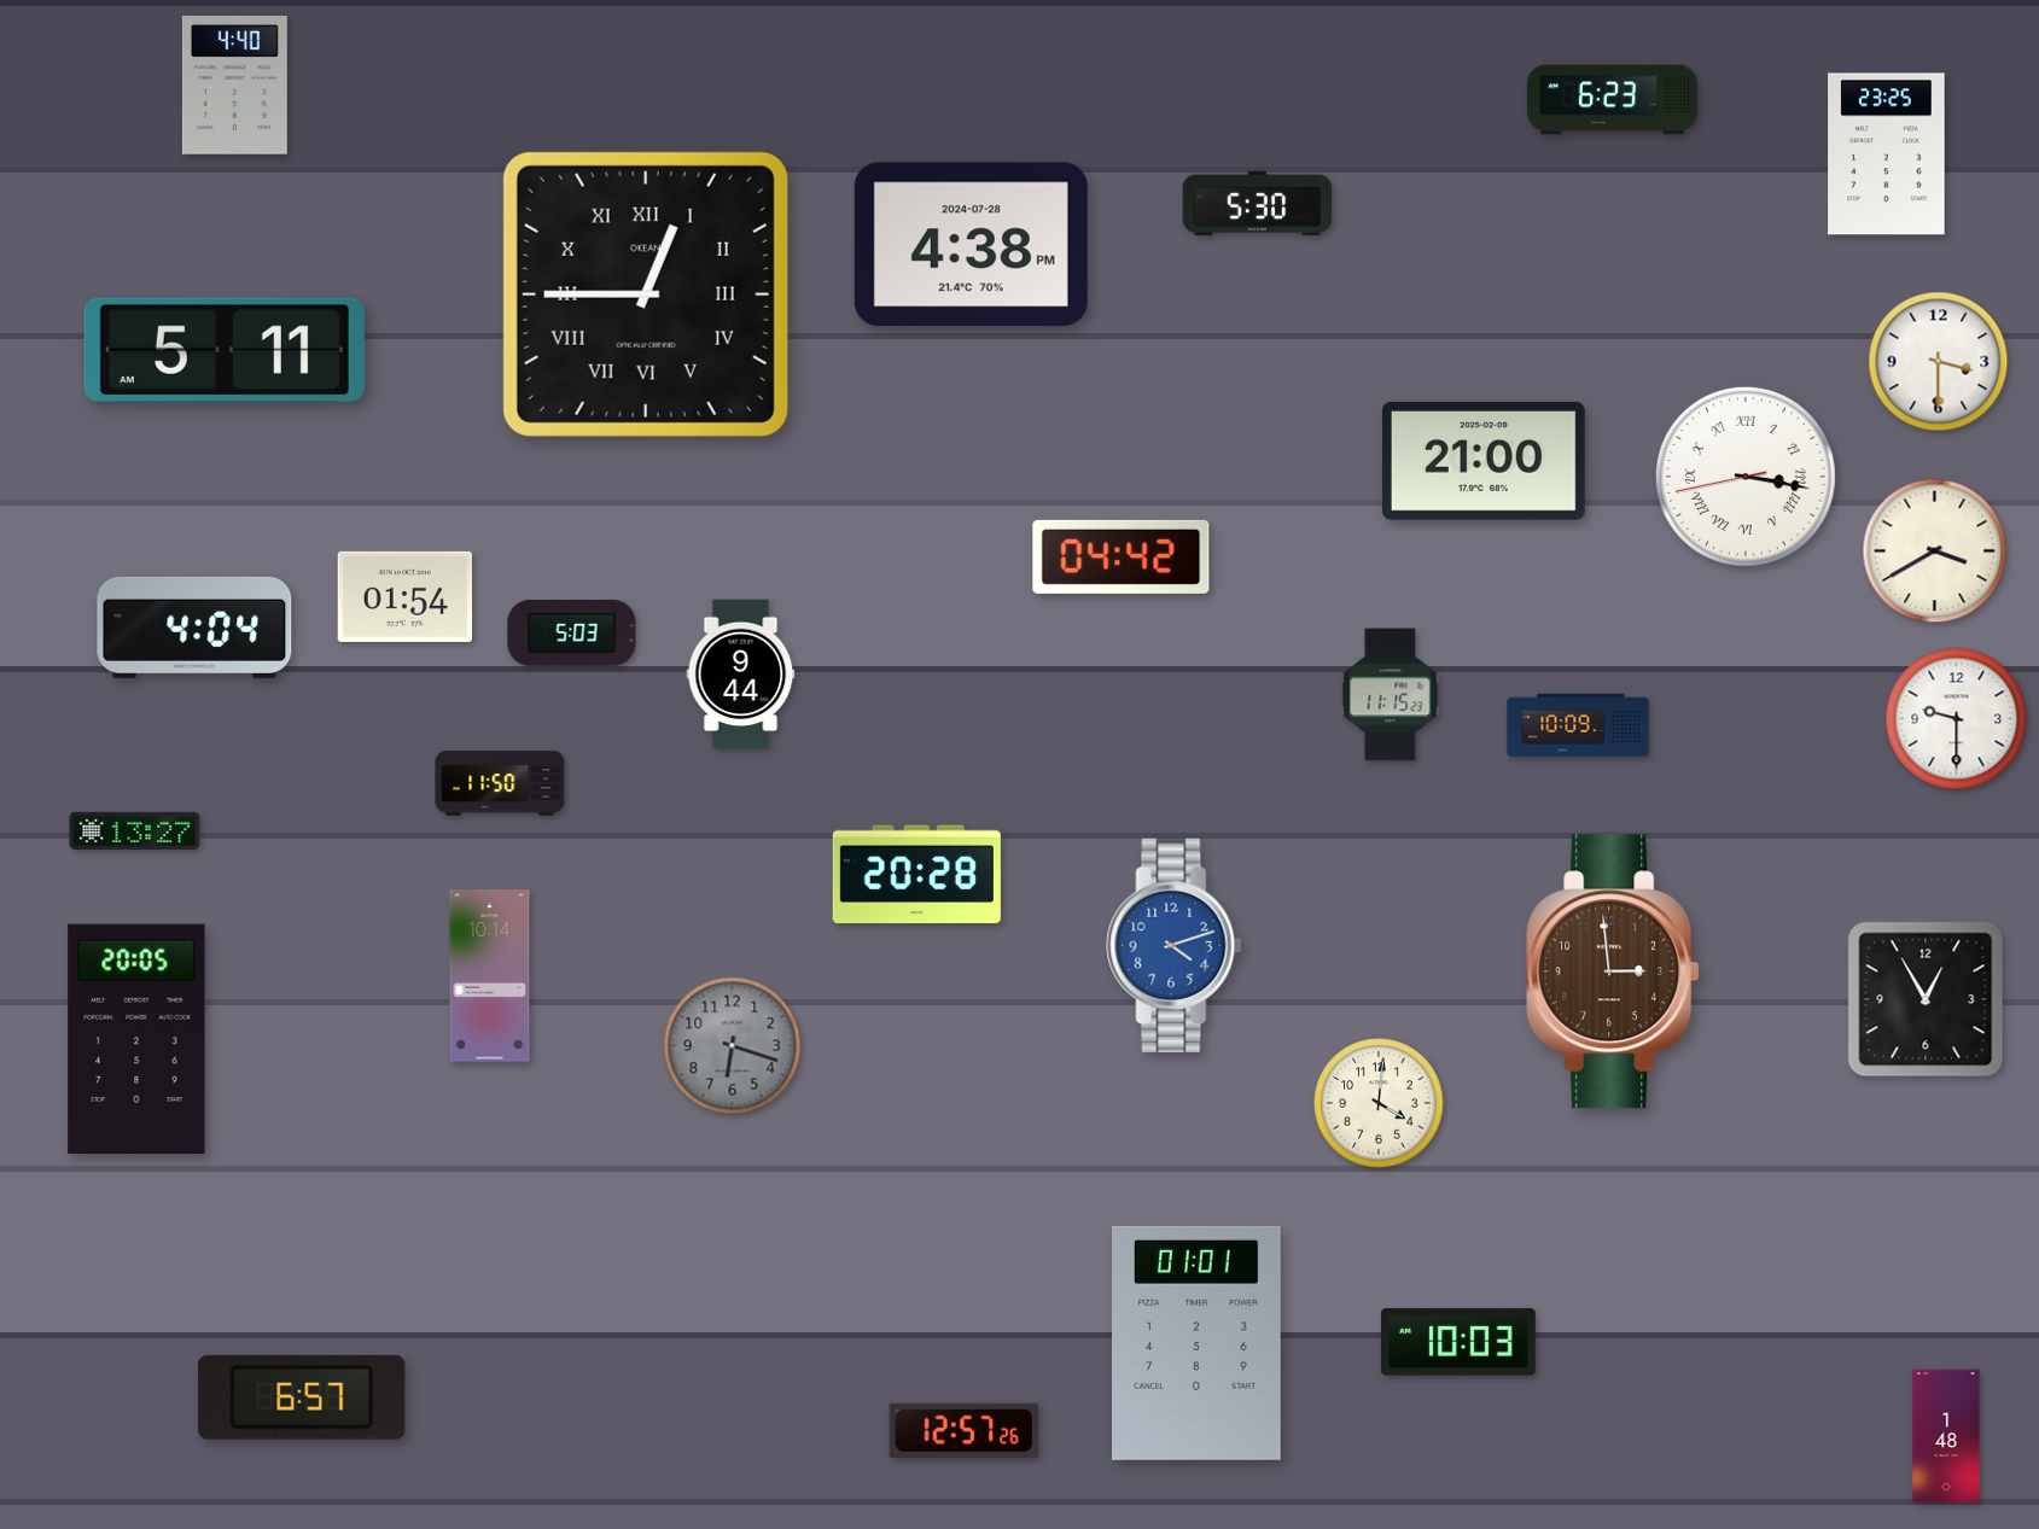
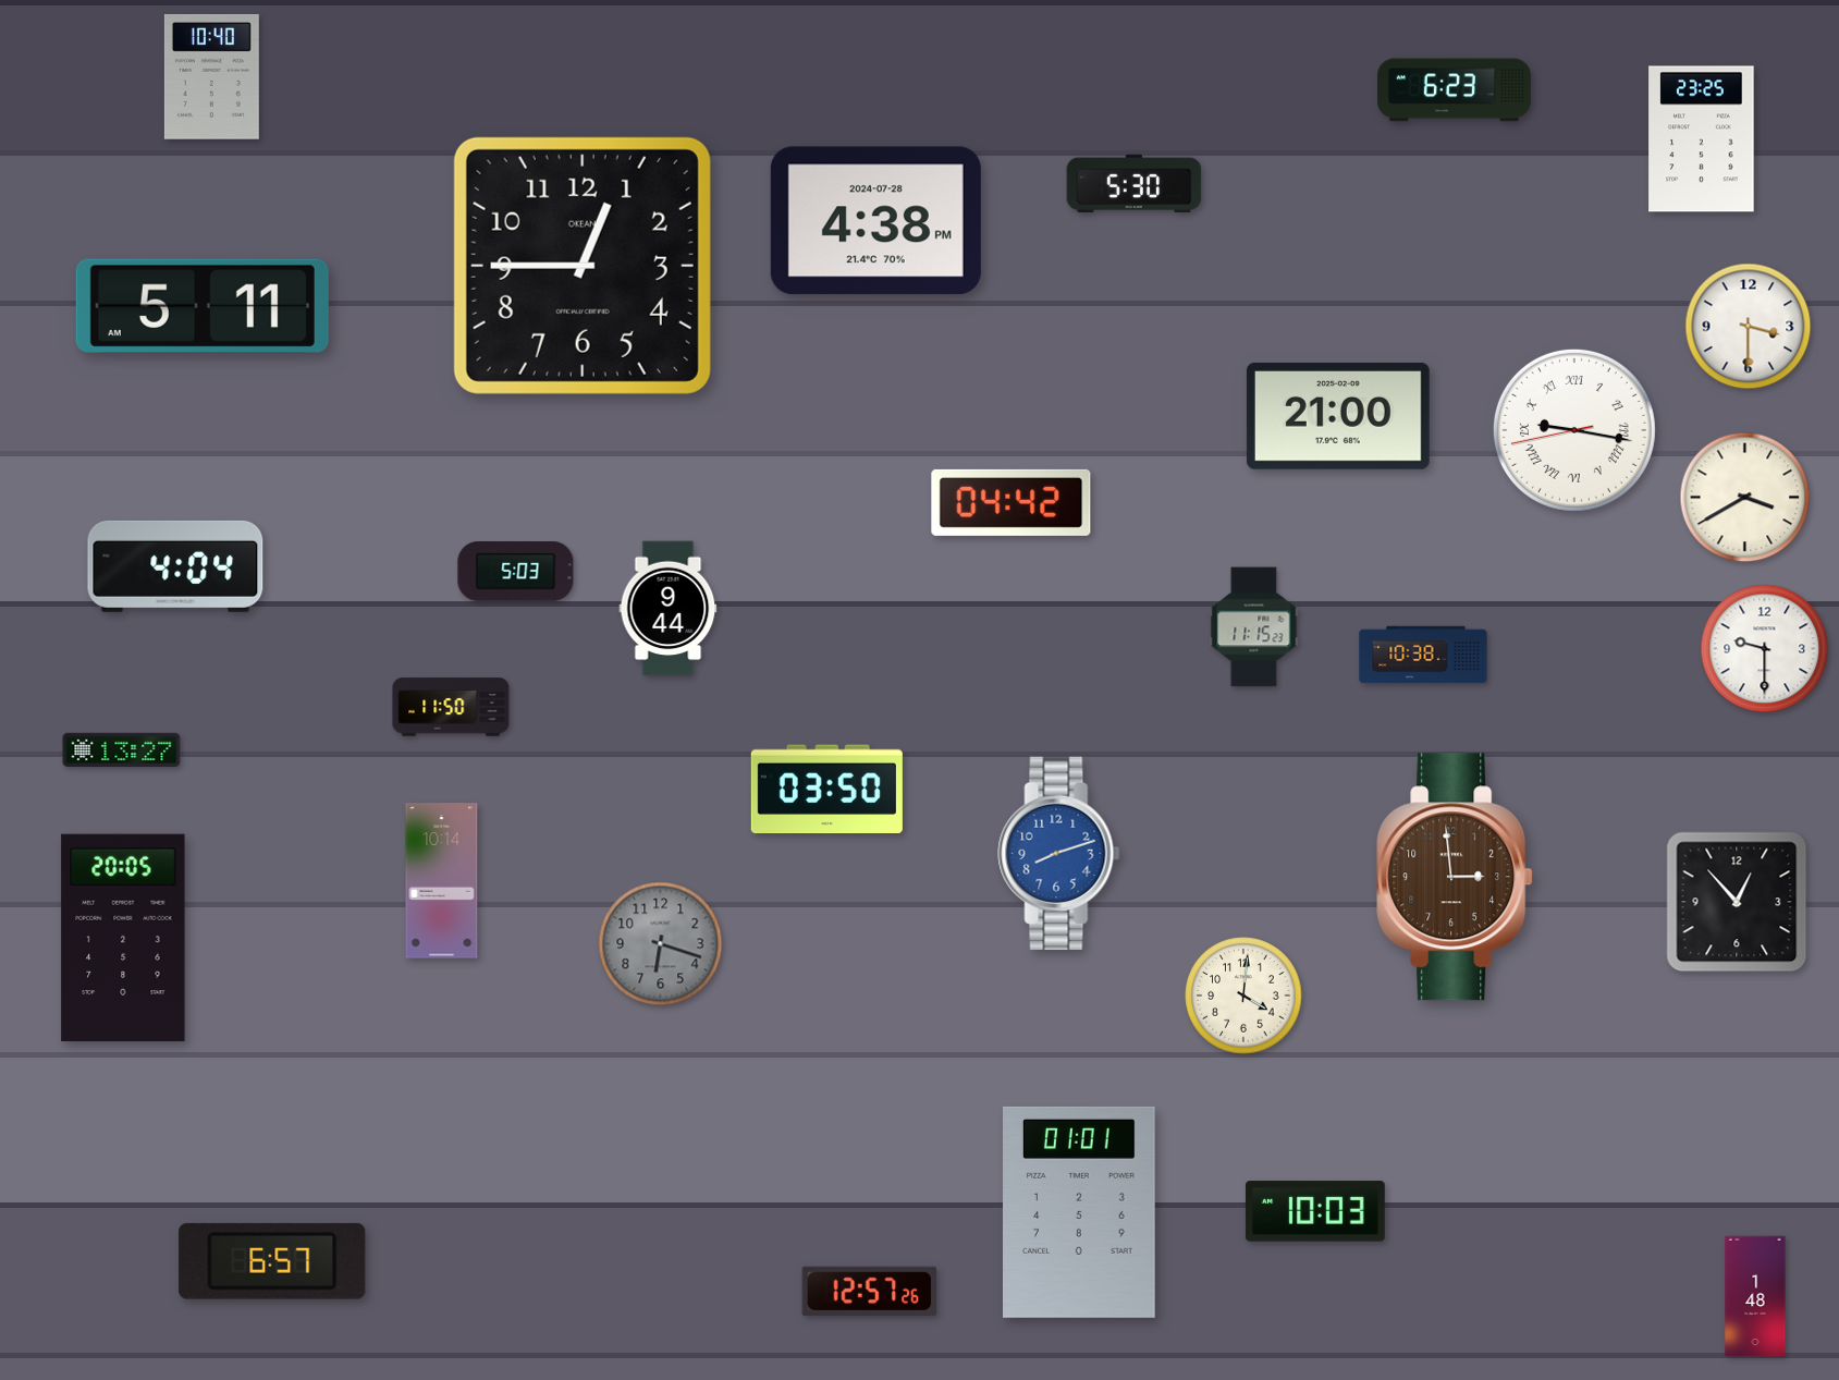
clock at (234, 84): 4:40 -> 10:40
clock at (646, 294) numerals: Roman -> Arabic
clock at (225, 349) position: (225, 349) -> (203, 305)
clock at (1746, 477): 3:16 -> 9:16
clock at (404, 596): 01:54 -> none
clock at (1578, 725): 10:09 -> 10:38
clock at (916, 875): 20:28 -> 03:50
clock at (1175, 945): 4:12 -> 8:12
clock at (1926, 999): 12:55 -> 12:53
